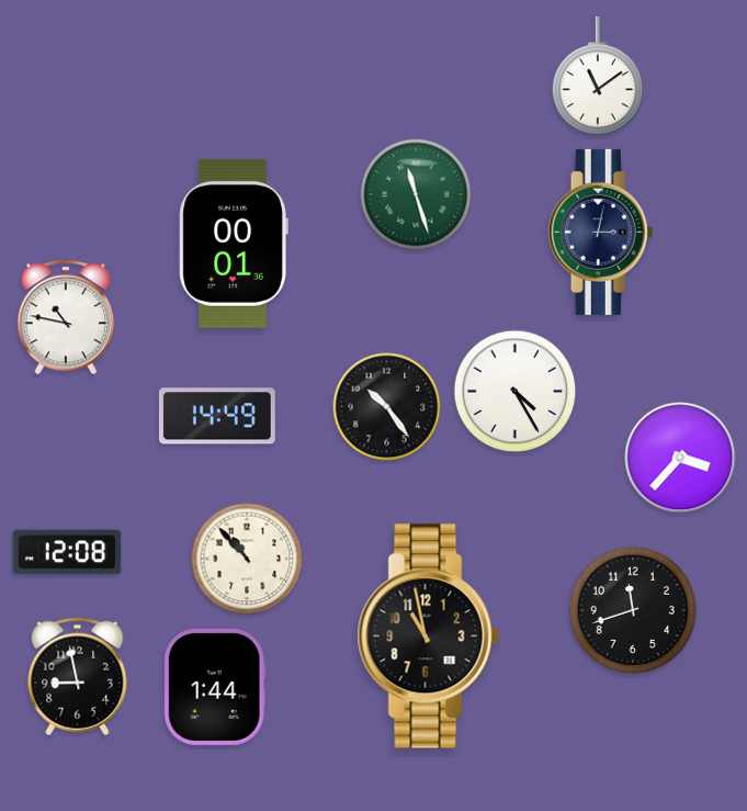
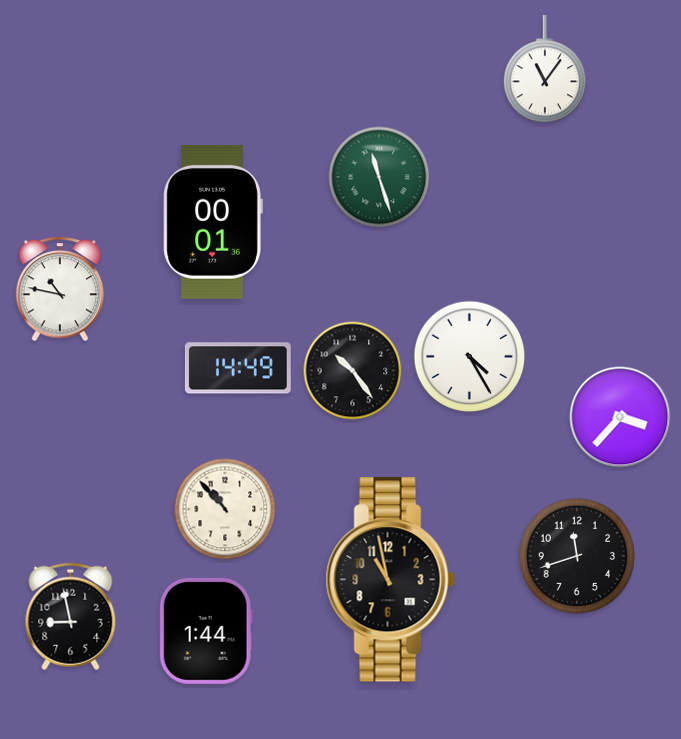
clock at (598, 77): 11:09 -> 11:06
clock at (601, 232): 3:02 -> none
clock at (217, 416) position: (217, 416) -> (238, 368)
clock at (67, 552): 12:08 -> none
clock at (215, 687) position: (215, 687) -> (206, 631)
